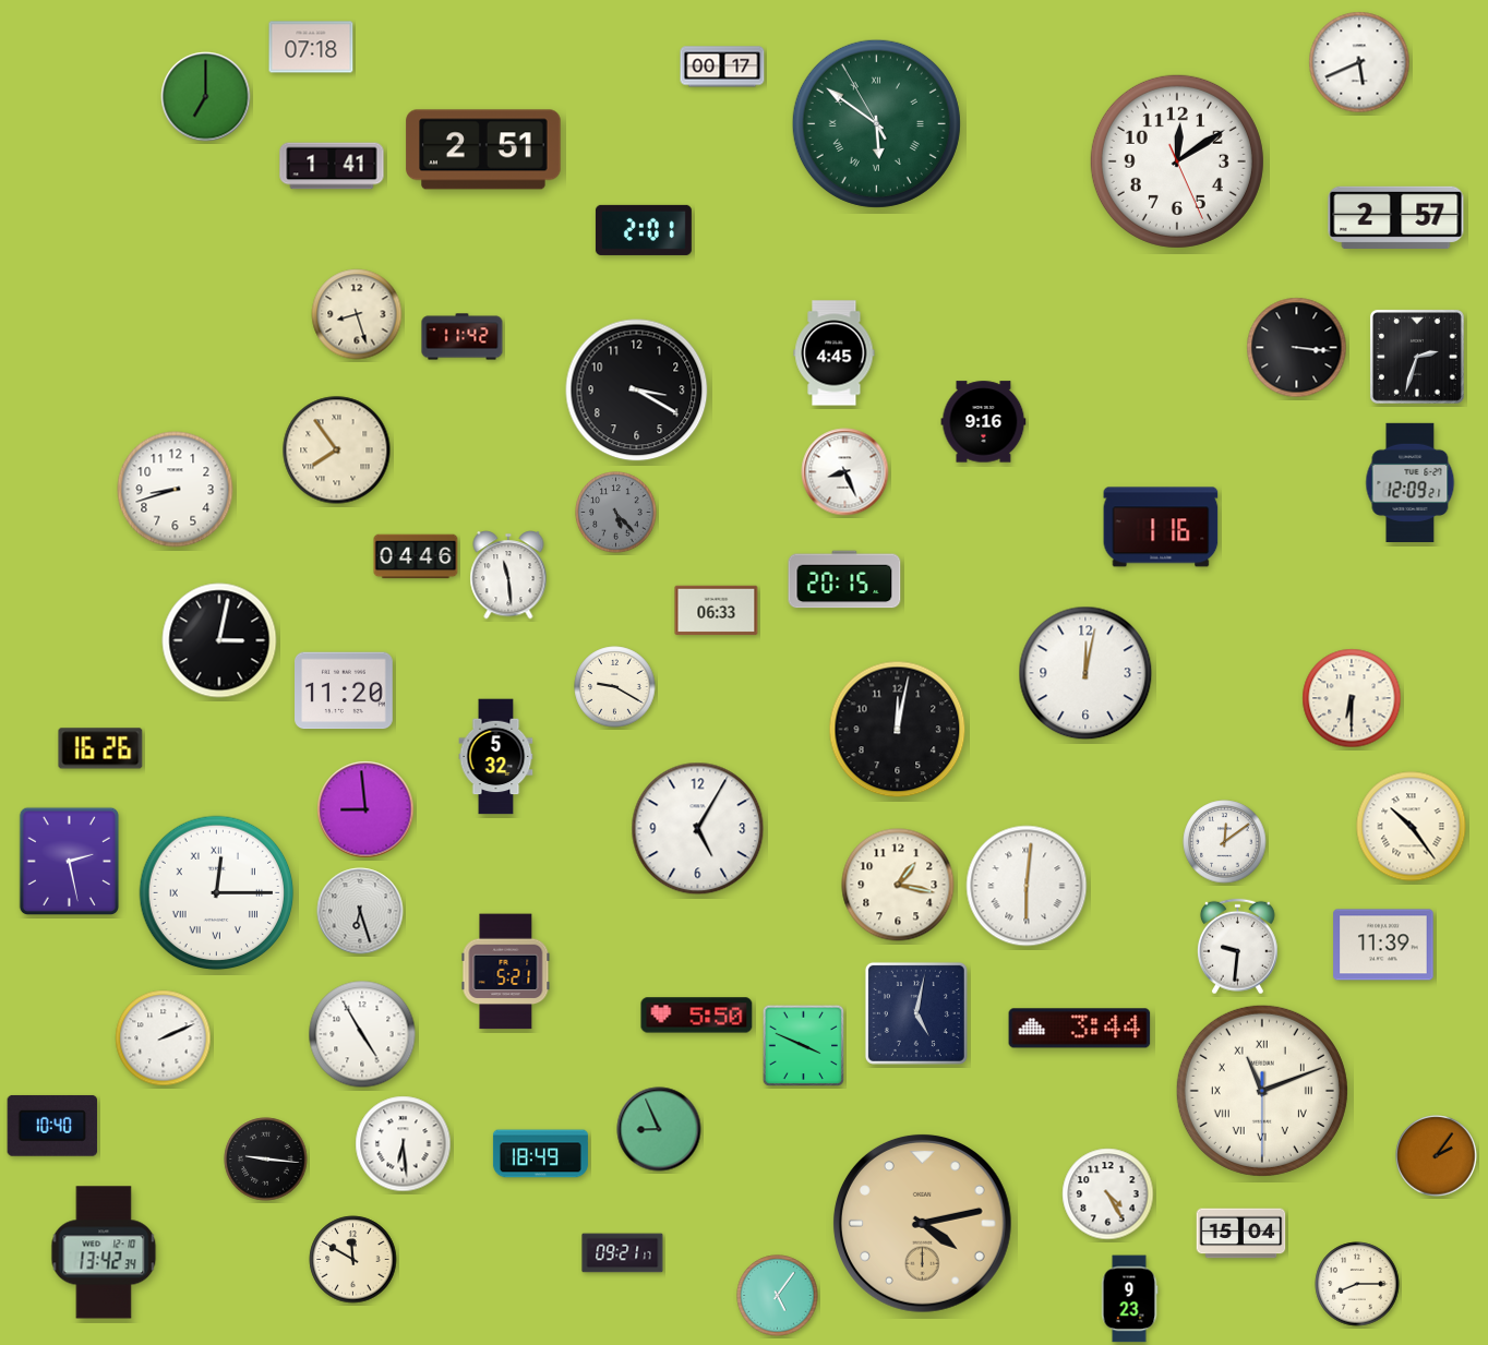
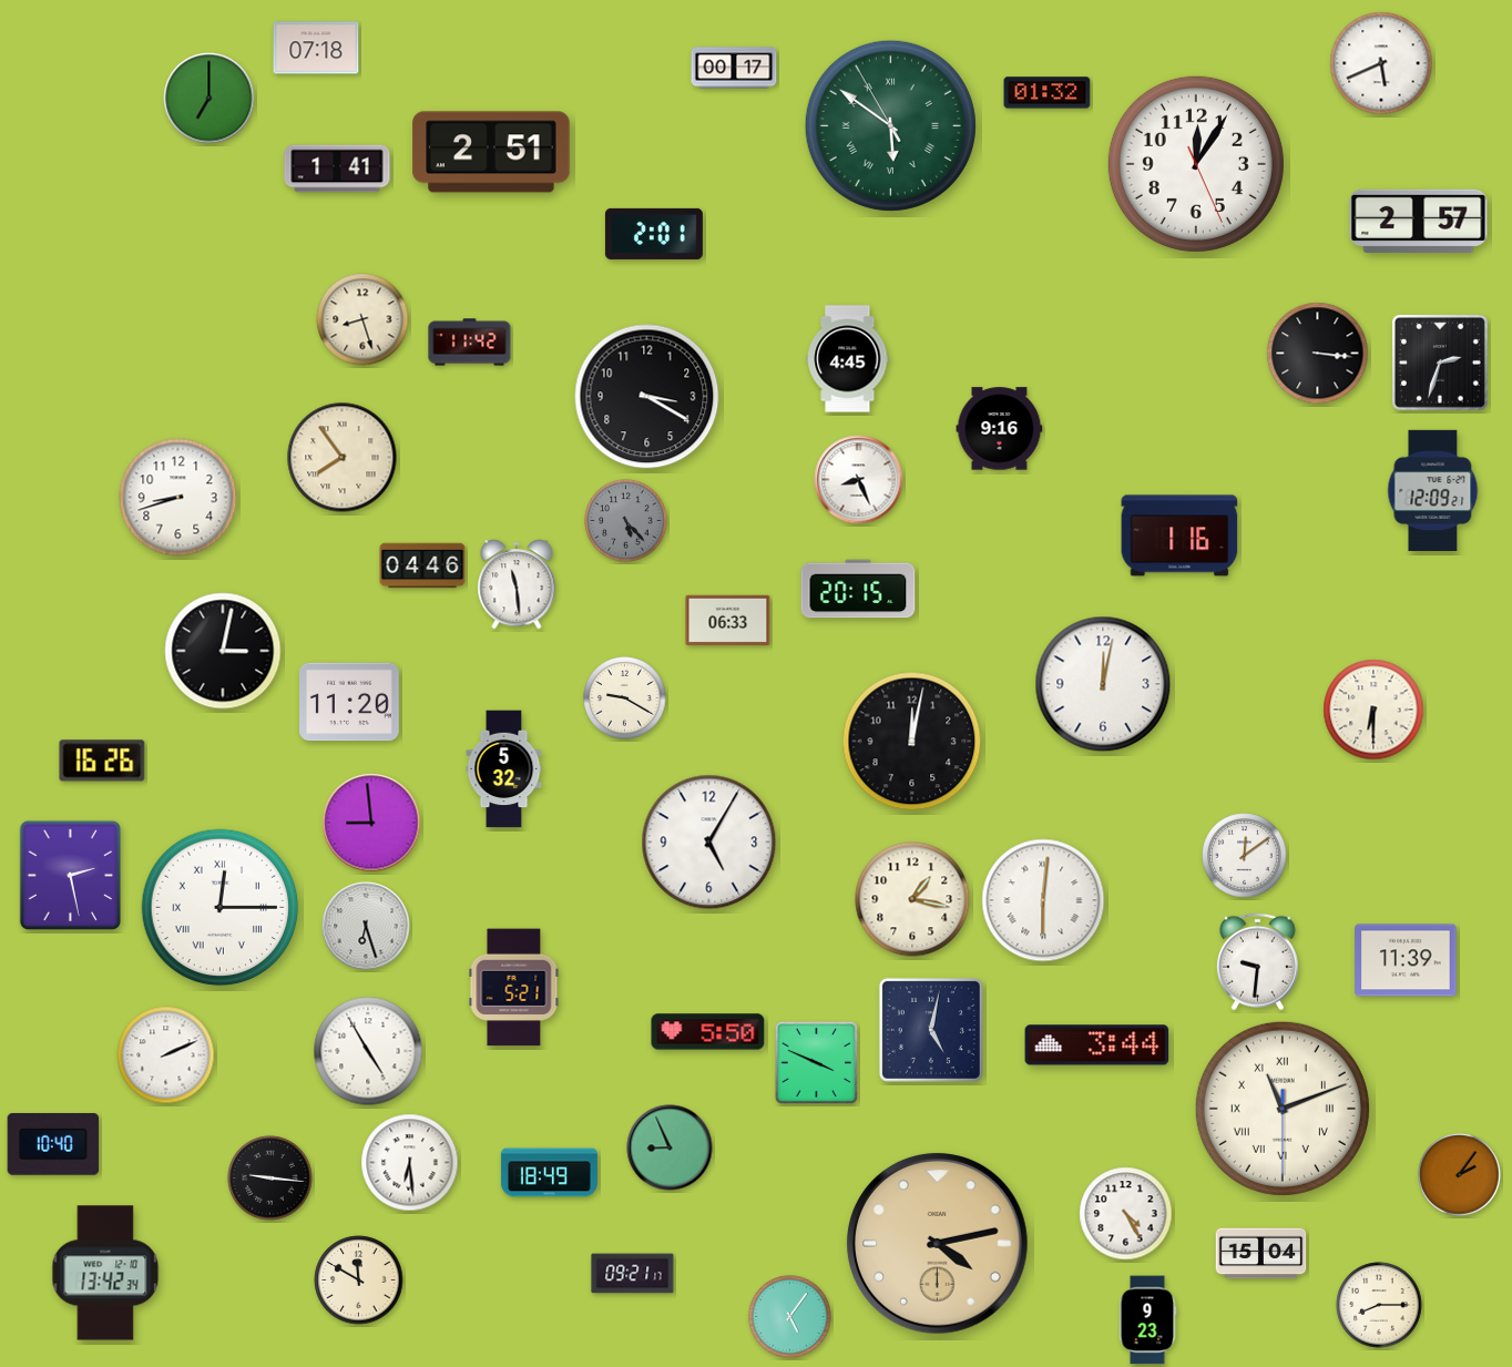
clock at (1048, 93): none -> 01:32
clock at (1177, 161): 12:09 -> 12:05
clock at (1412, 827): 10:24 -> none
